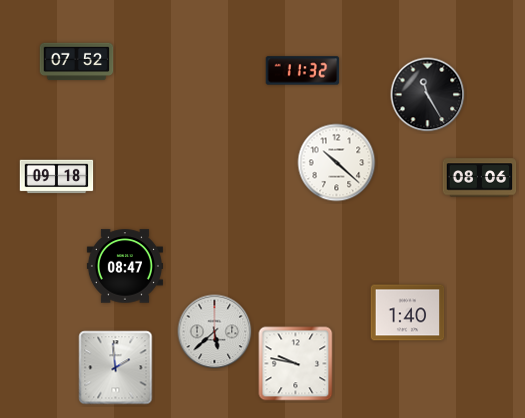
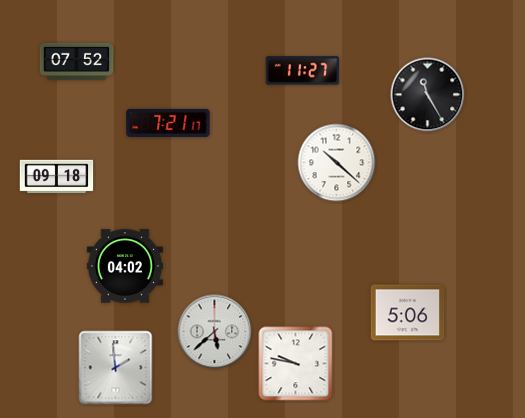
clock at (303, 71): 11:32 -> 11:27
clock at (168, 123): none -> 7:21
clock at (480, 178): 08:06 -> none
clock at (125, 266): 08:47 -> 04:02
clock at (408, 313): 1:40 -> 5:06
